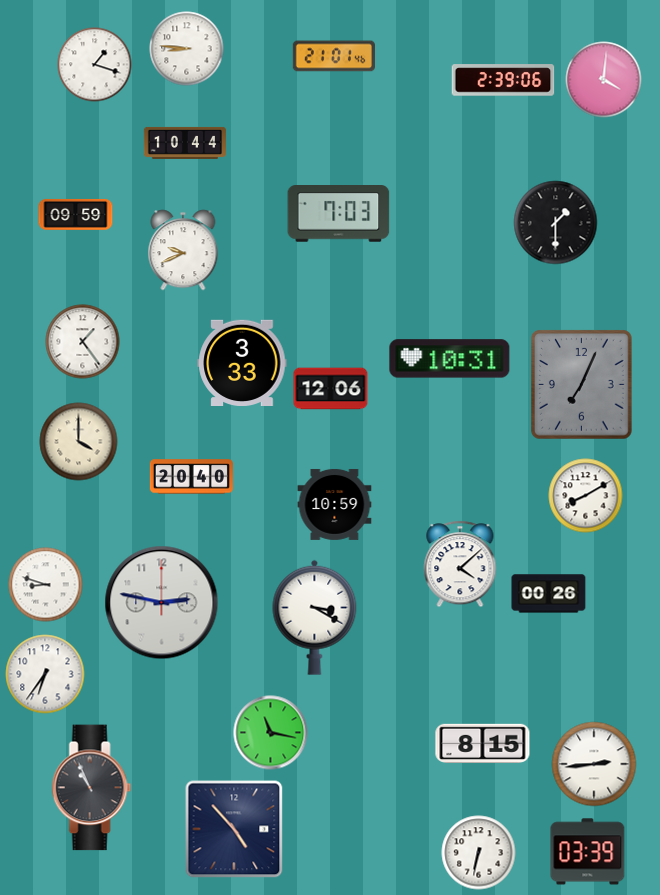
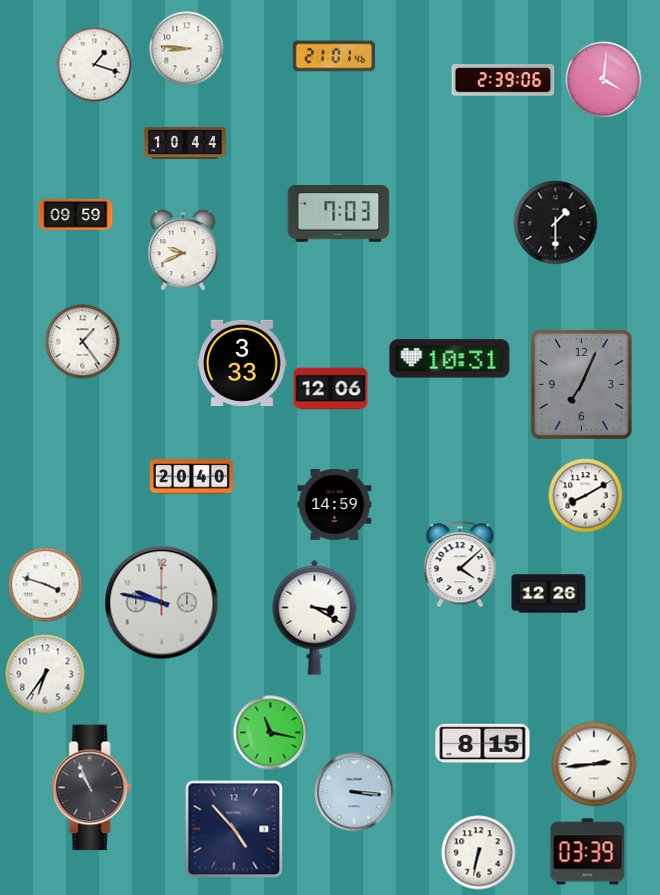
clock at (79, 442): 4:00 -> none
clock at (335, 504): 10:59 -> 14:59
clock at (46, 585): 8:48 -> 3:48
clock at (549, 594): 00:26 -> 12:26
clock at (162, 603): 2:47 -> 9:47
clock at (354, 792): none -> 3:16
